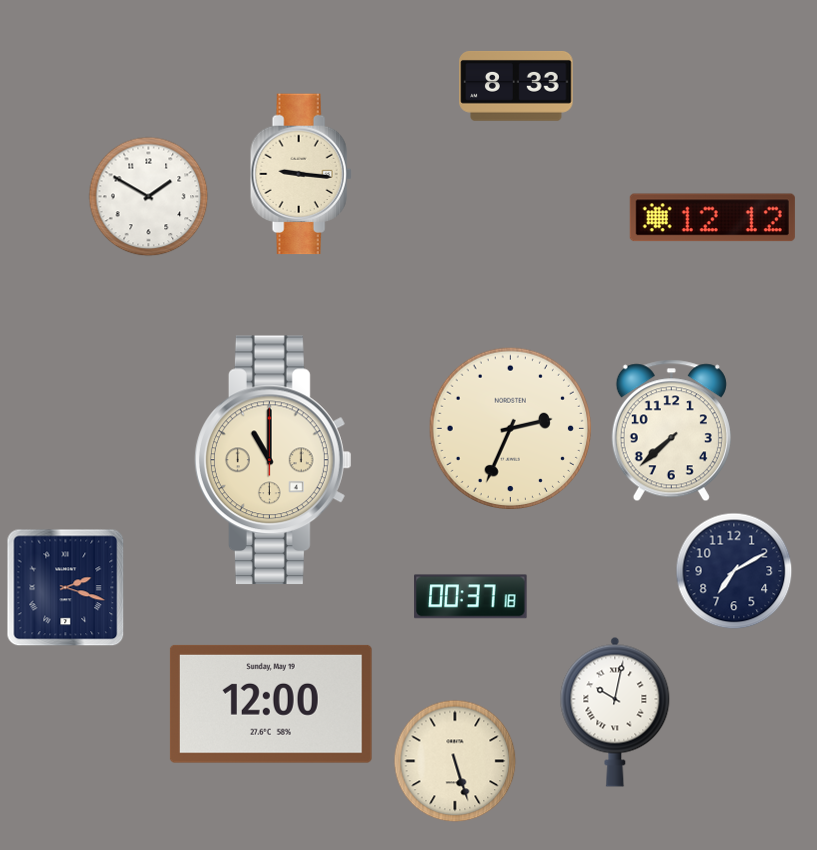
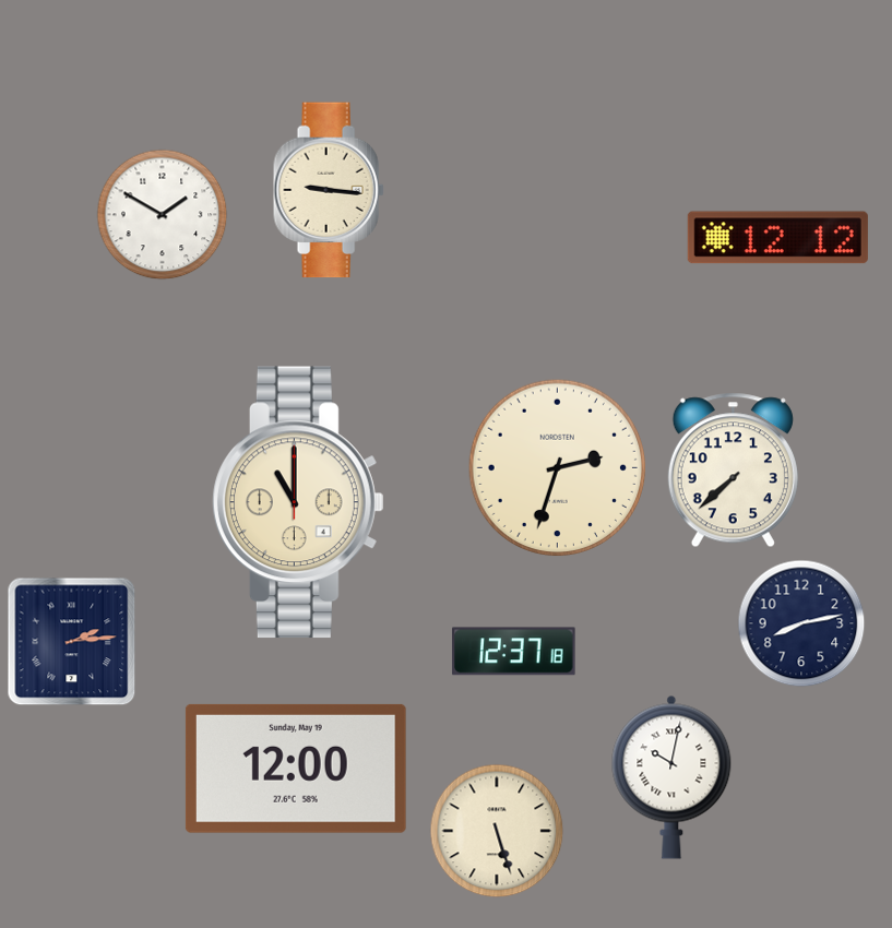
clock at (516, 86): 8:33 -> none
clock at (511, 429): 2:34 -> 2:33
clock at (734, 571): 7:10 -> 8:13
clock at (66, 588): 2:18 -> 2:14
clock at (471, 597): 00:37 -> 12:37
